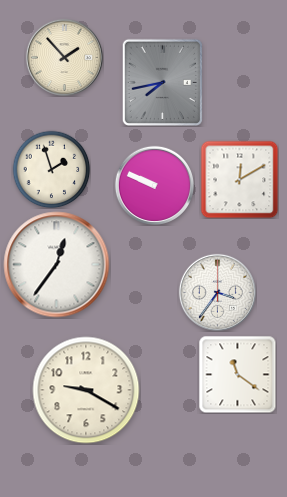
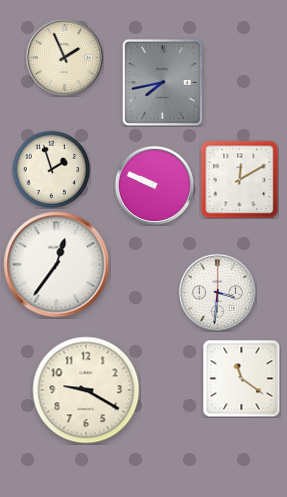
clock at (64, 57): 1:53 -> 1:56
clock at (217, 292): 3:36 -> 3:31
clock at (237, 374) position: (237, 374) -> (241, 378)
